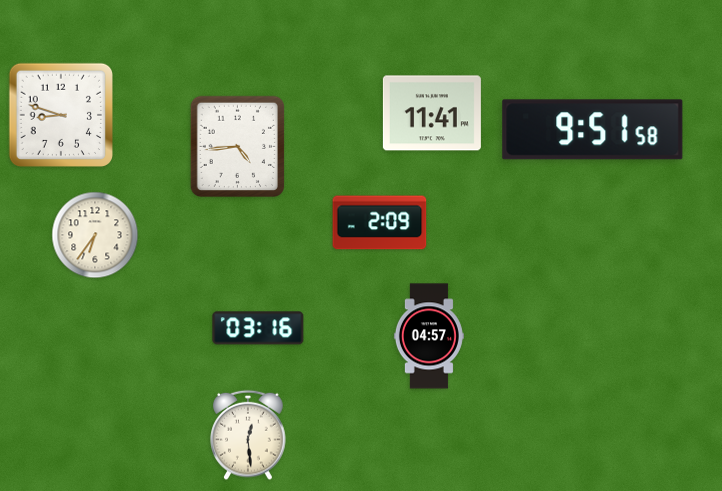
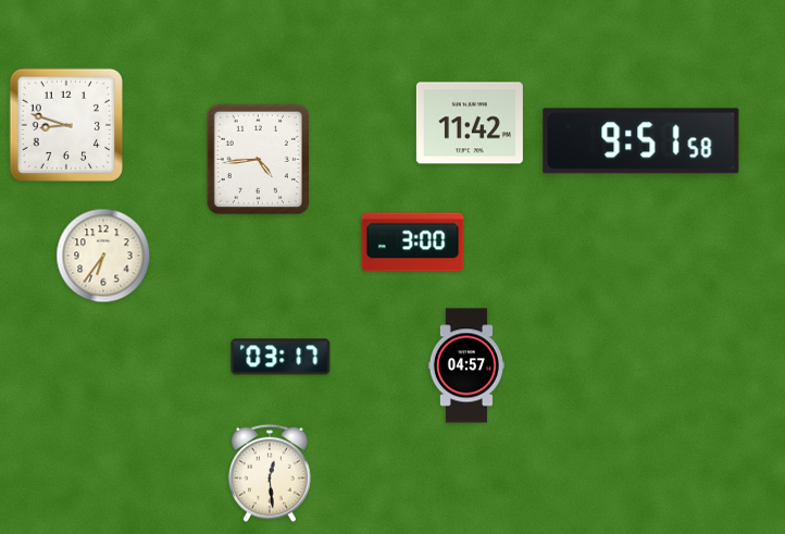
clock at (432, 113): 11:41 -> 11:42
clock at (593, 130) position: (593, 130) -> (641, 141)
clock at (380, 223): 2:09 -> 3:00
clock at (258, 328): 03:16 -> 03:17
